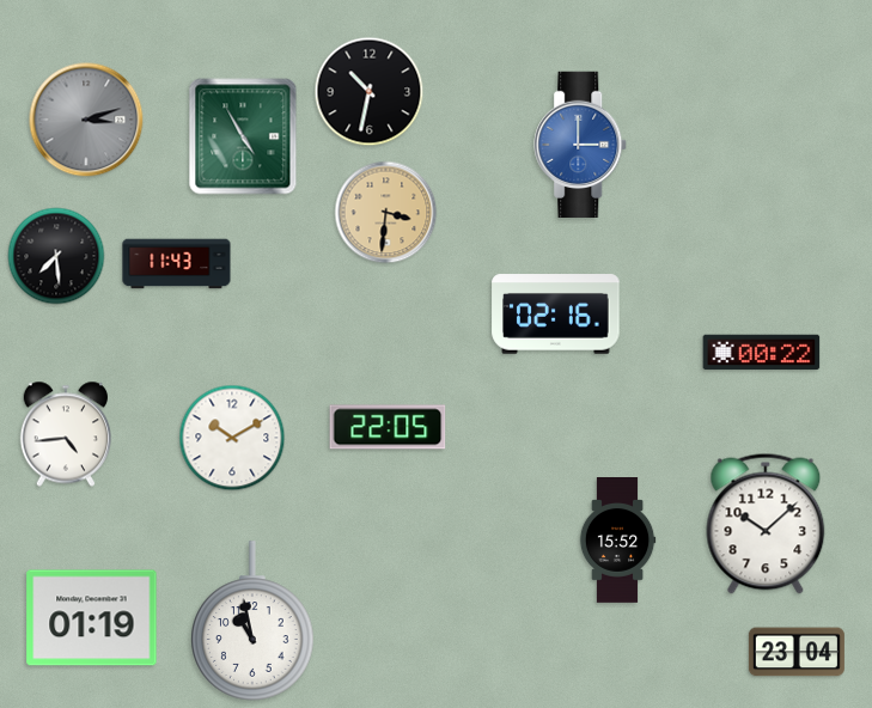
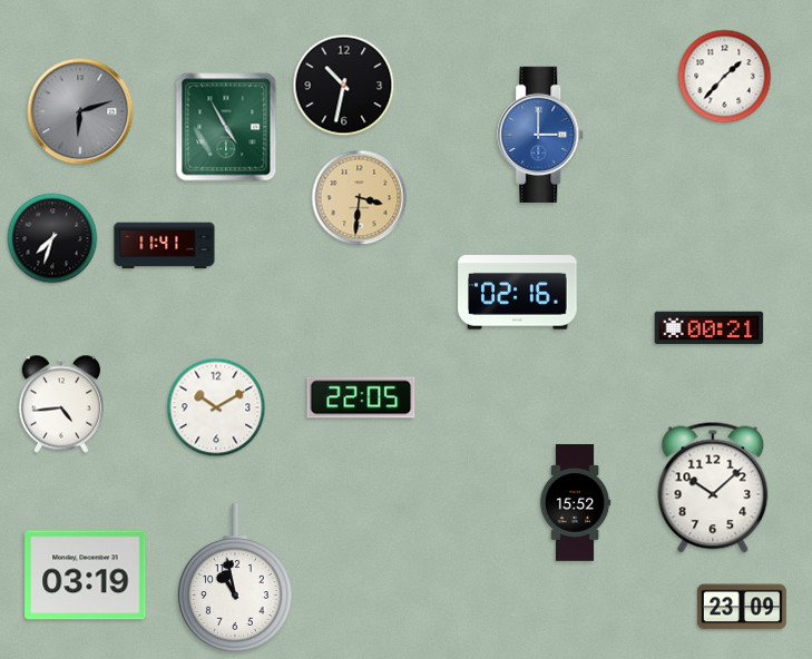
clock at (725, 77): none -> 1:37
clock at (86, 120): 3:12 -> 6:12
clock at (56, 256): 7:29 -> 7:33
clock at (177, 264): 11:43 -> 11:41
clock at (762, 353): 00:22 -> 00:21
clock at (92, 618): 01:19 -> 03:19
clock at (797, 652): 23:04 -> 23:09
